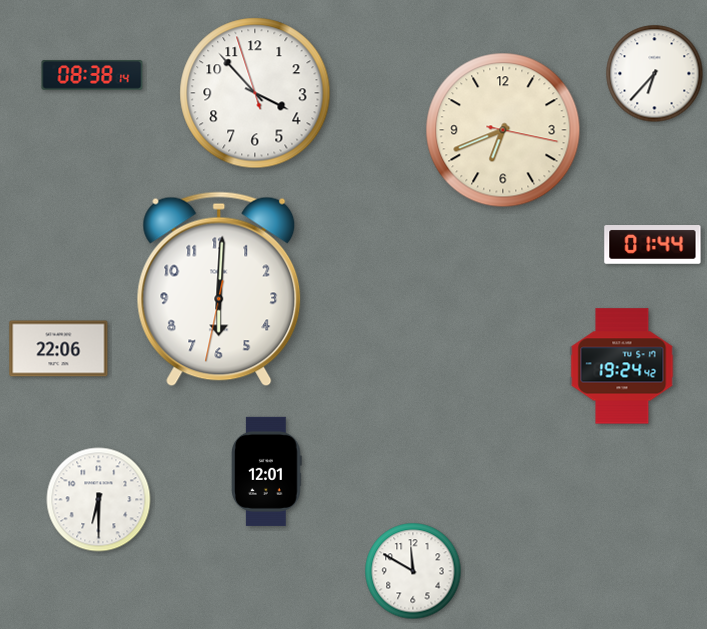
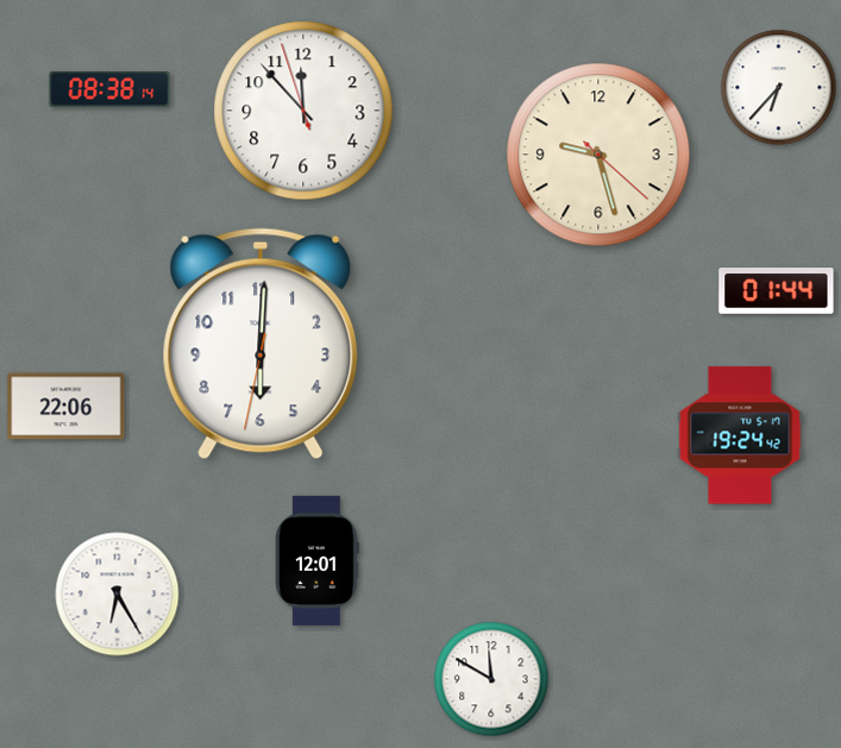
clock at (255, 93): 3:52 -> 11:52
clock at (503, 130): 6:41 -> 9:27
clock at (59, 349) position: (59, 349) -> (67, 407)
clock at (99, 500): 6:30 -> 6:25
